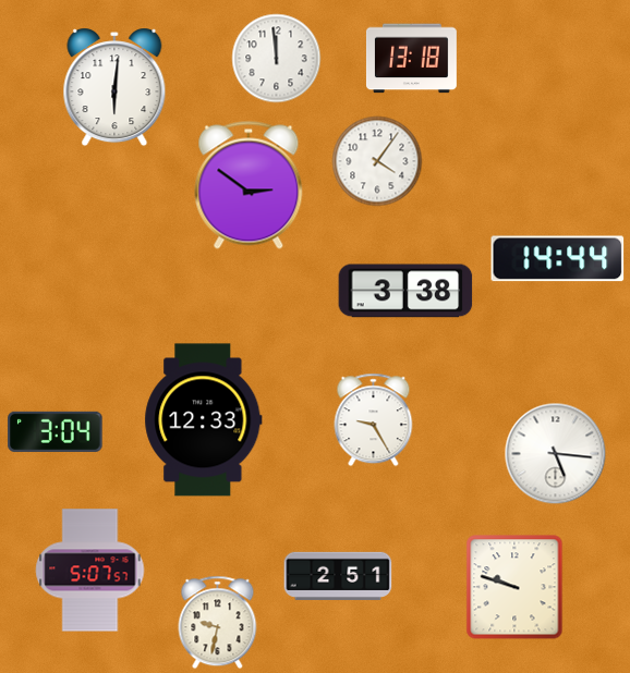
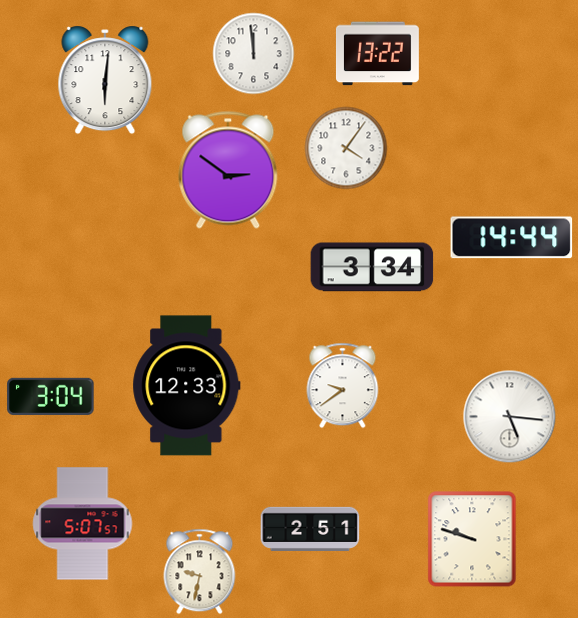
clock at (411, 59): 13:18 -> 13:22
clock at (405, 291): 3:38 -> 3:34
clock at (374, 420): 9:25 -> 9:39
